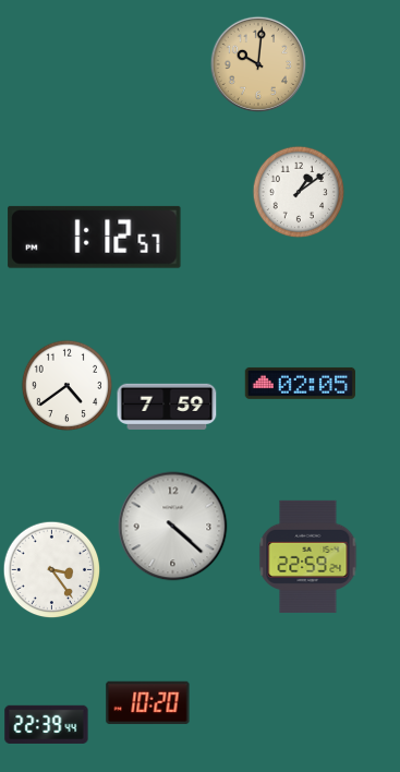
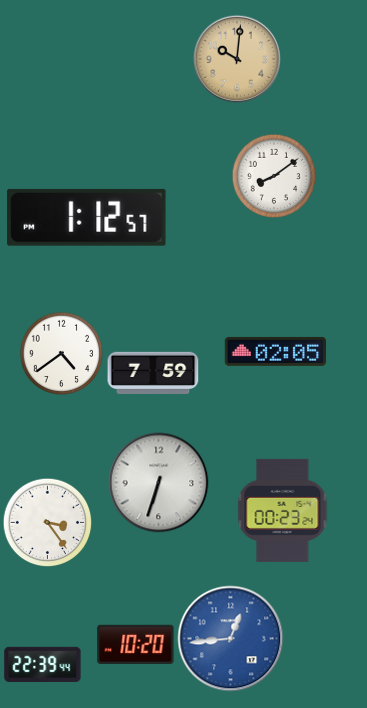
clock at (299, 192): 1:09 -> 8:09
clock at (173, 527): 4:22 -> 6:33
clock at (308, 556): 22:59 -> 00:23
clock at (231, 639): none -> 12:44
